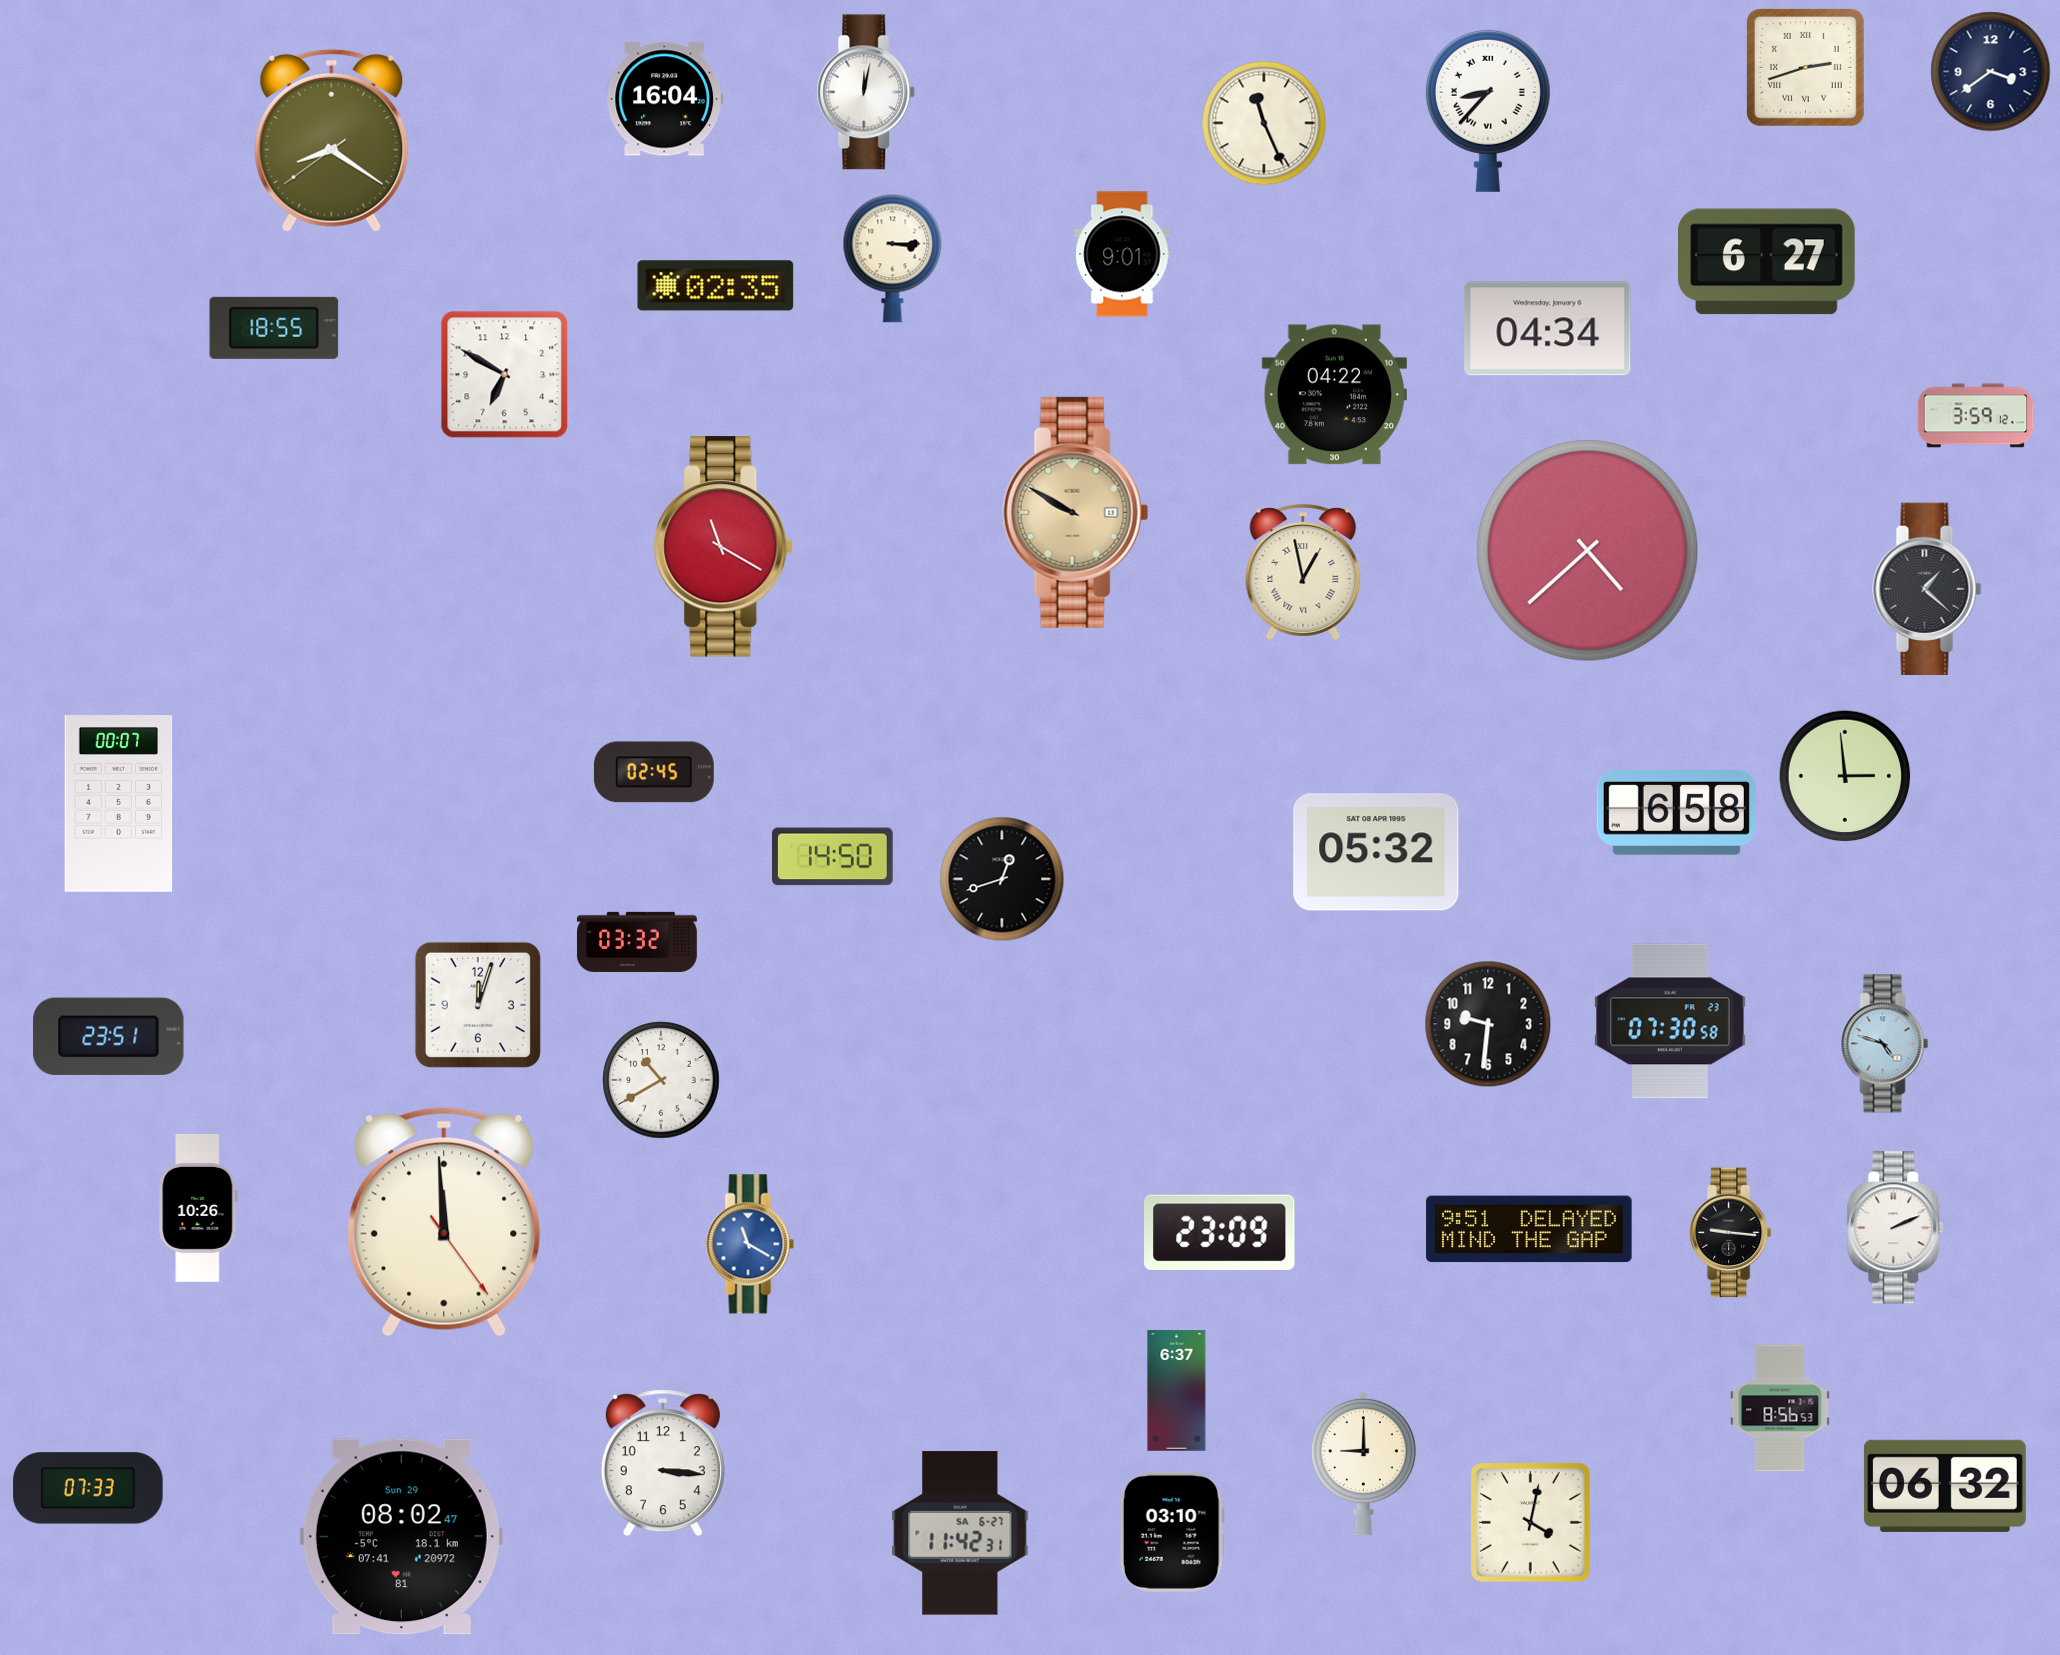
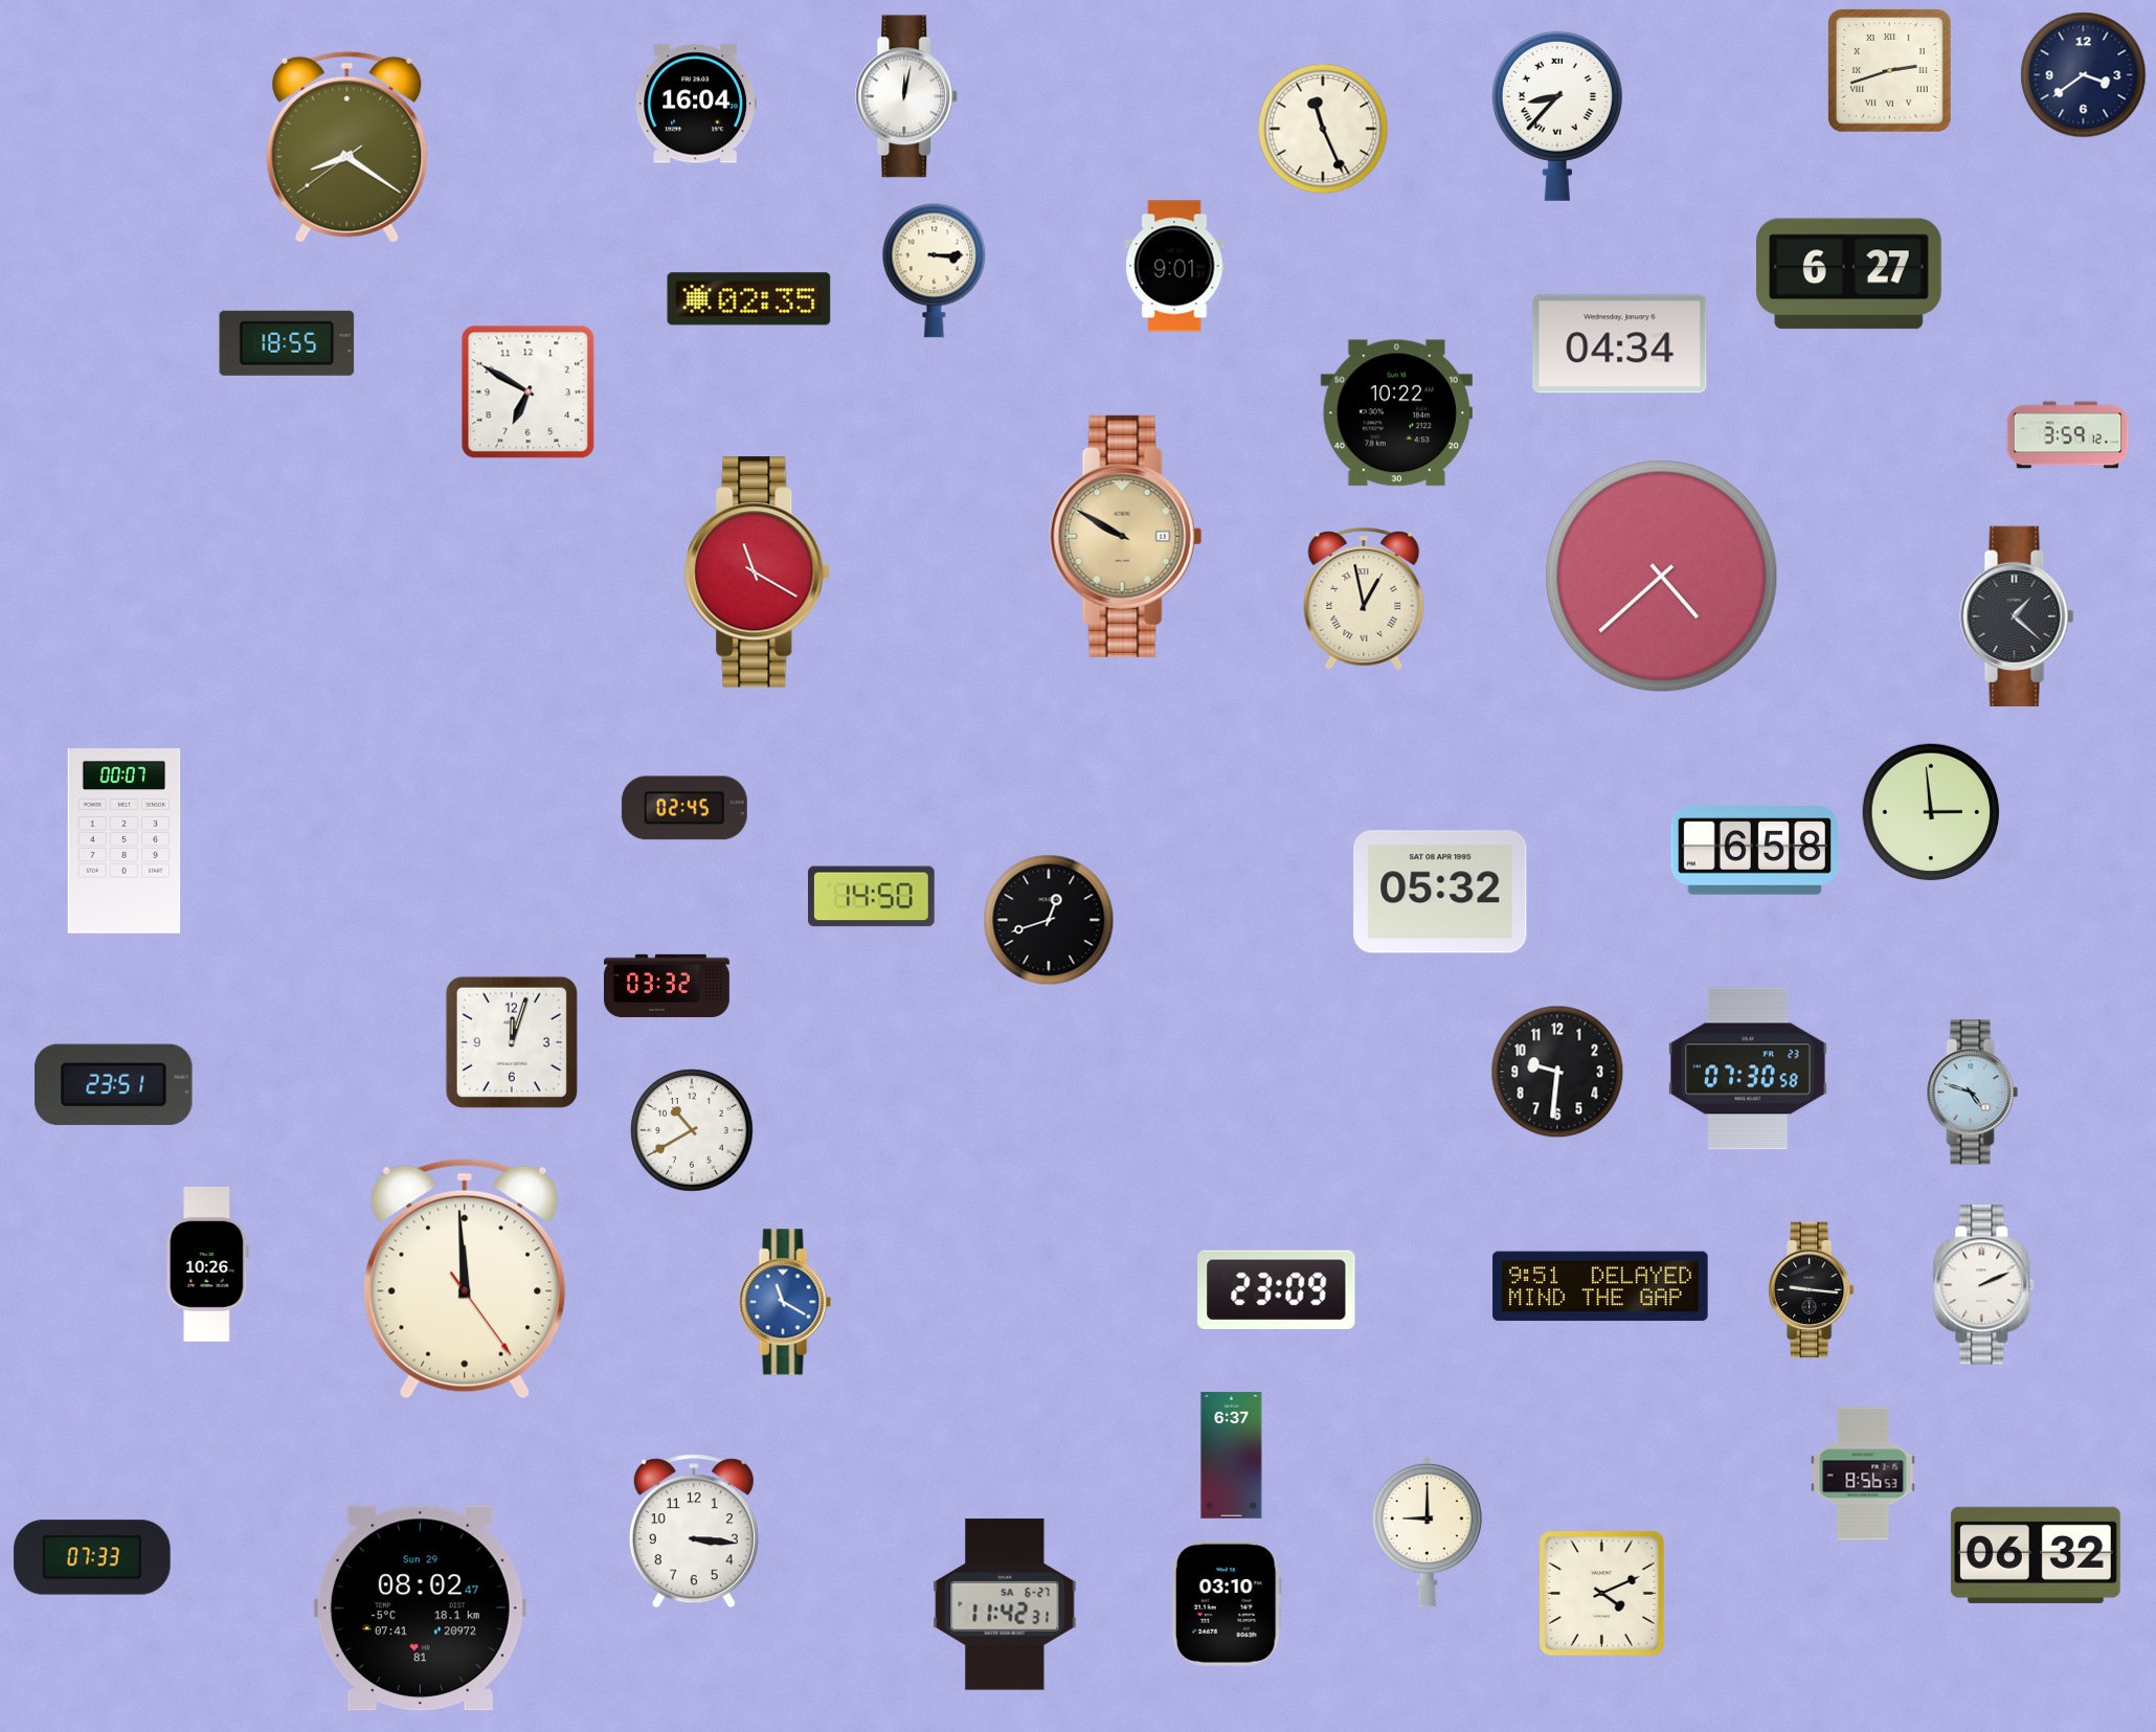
clock at (1334, 395): 04:22 -> 10:22
clock at (478, 1005) position: (478, 1005) -> (512, 1042)
clock at (1531, 1523): 4:02 -> 4:11
